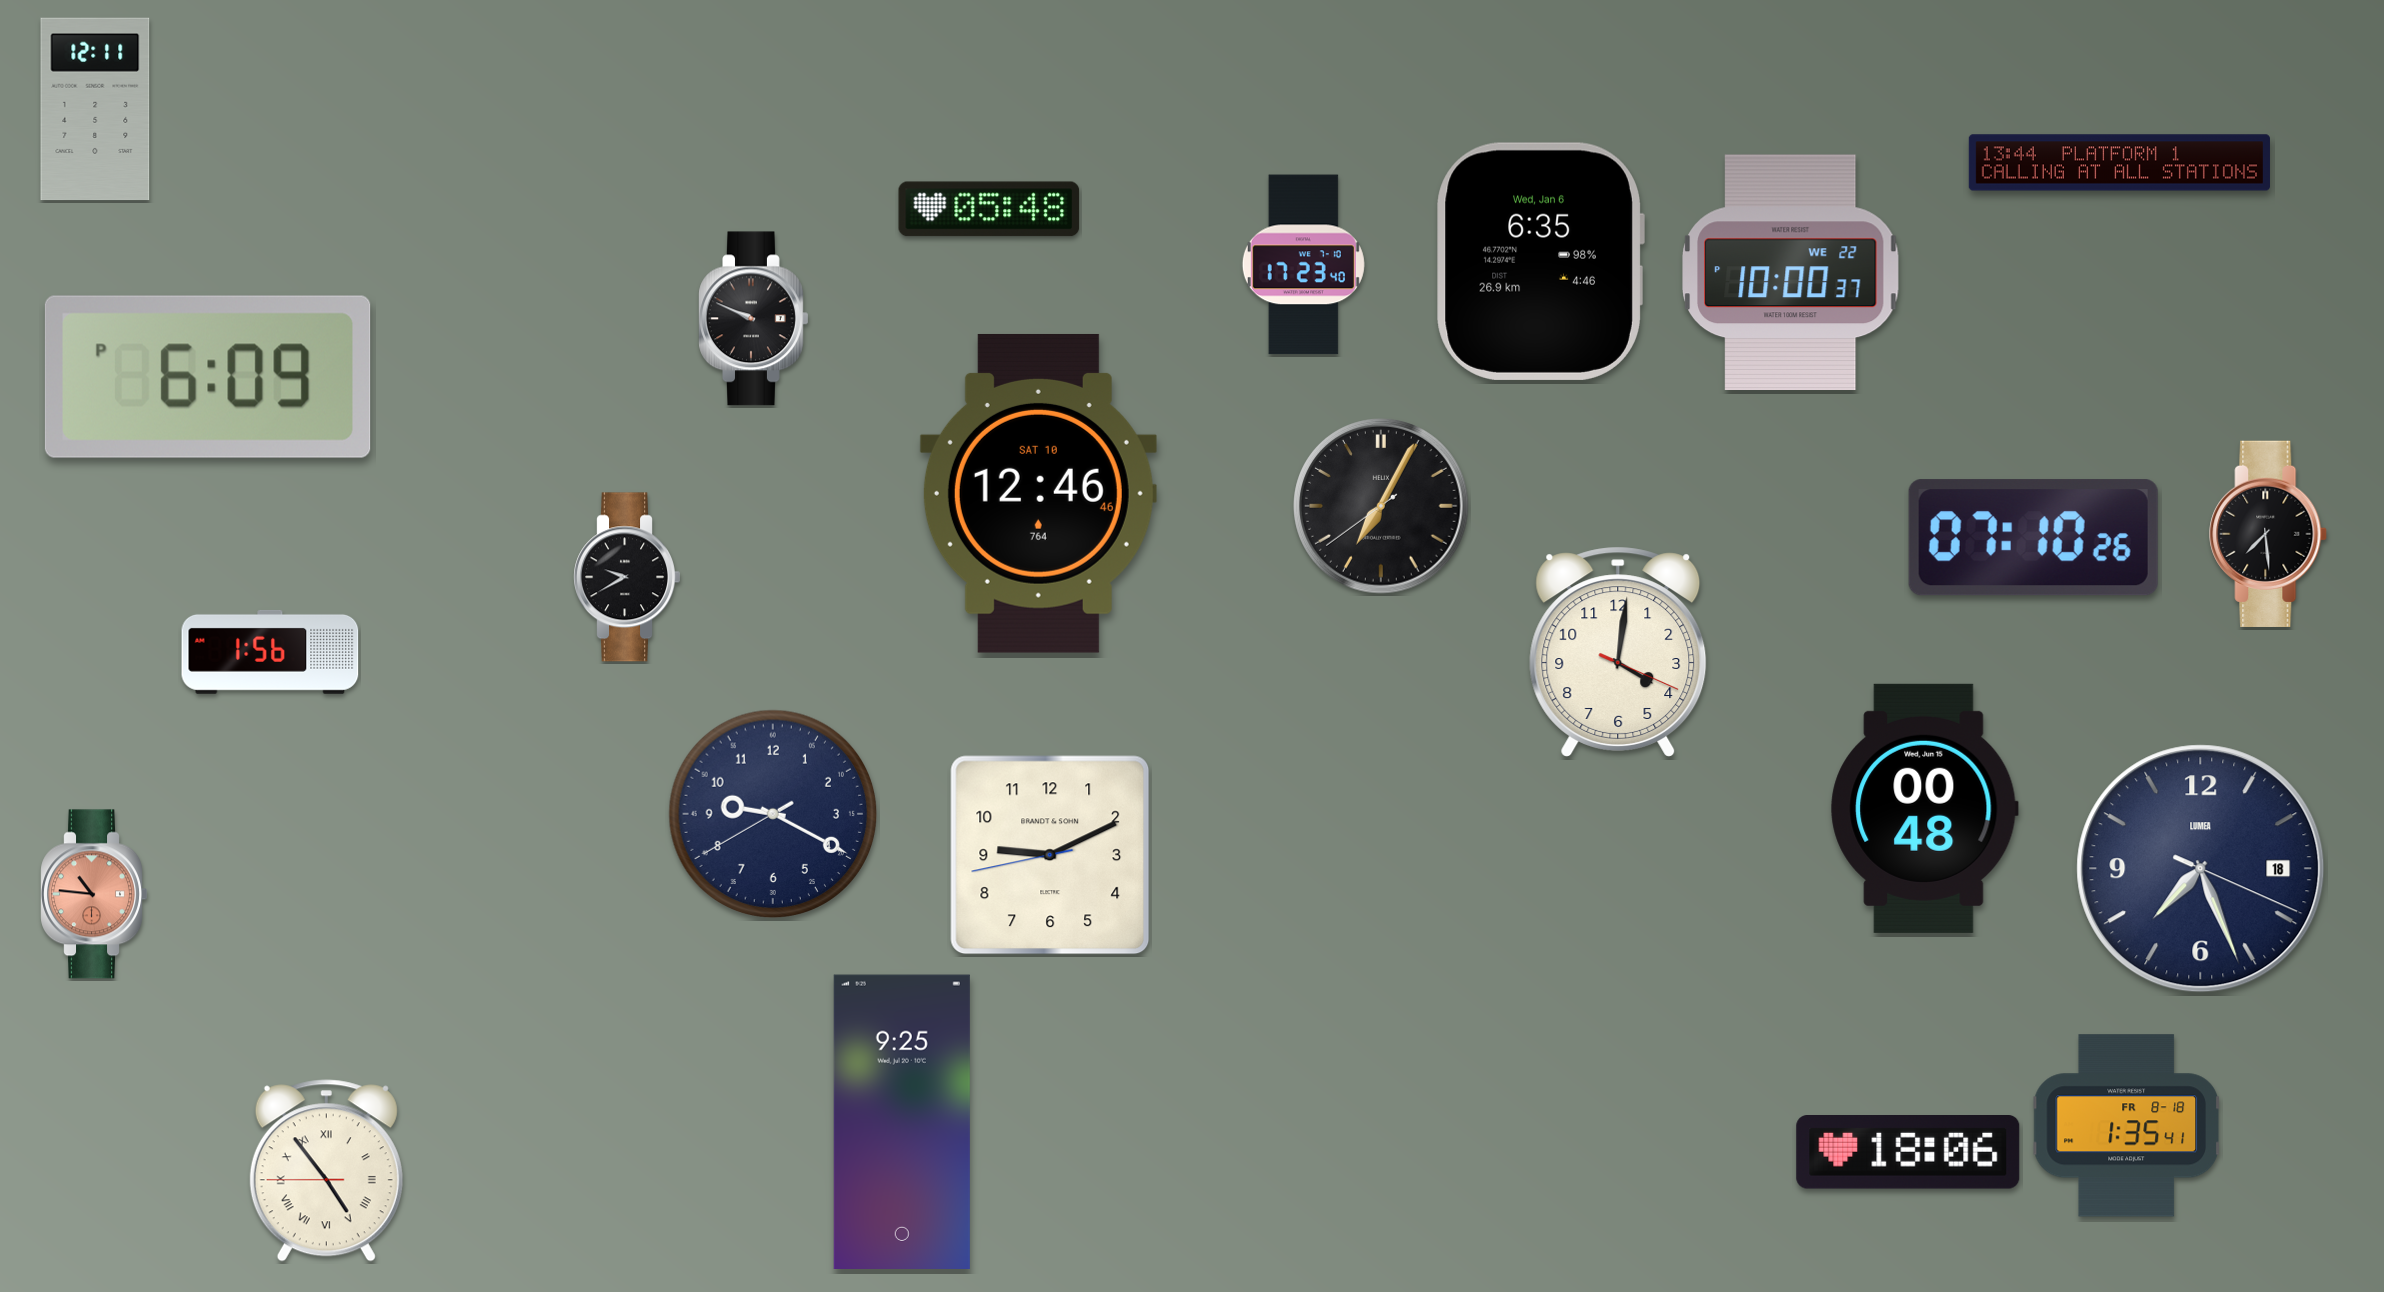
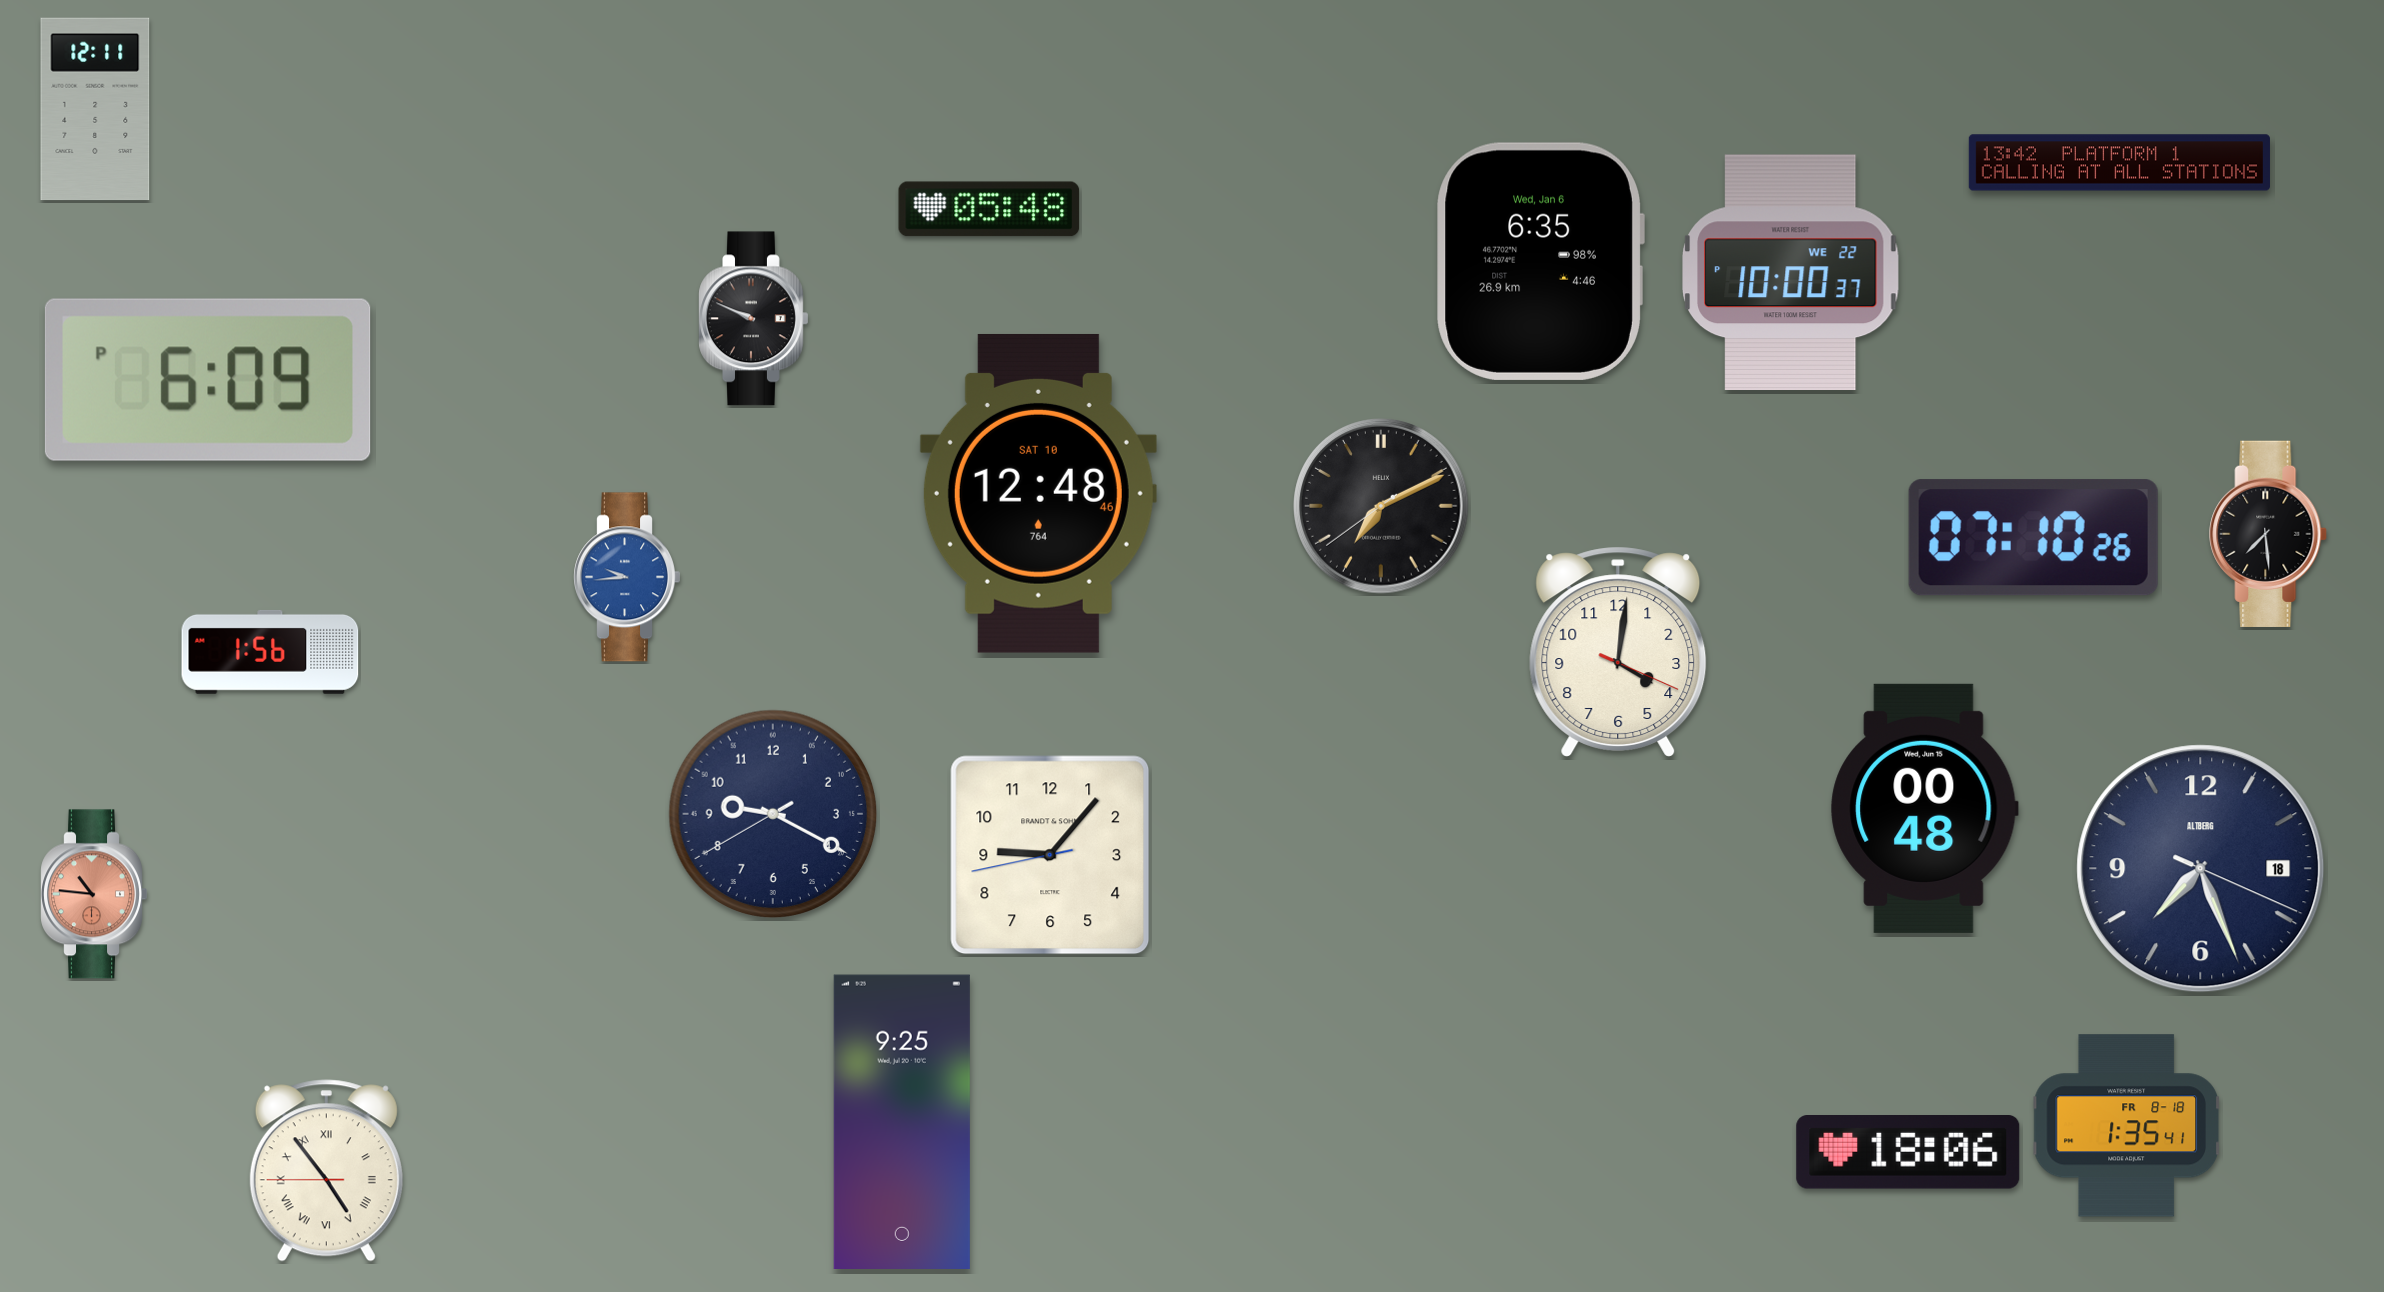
clock at (2119, 163): 13:44 -> 13:42
clock at (1303, 265): 17:23 -> none
clock at (208, 377) position: (208, 377) -> (208, 380)
clock at (1038, 493): 12:46 -> 12:48
clock at (1381, 506): 7:04 -> 7:10
clock at (626, 577): 9:40 -> 9:44
clock at (626, 577) dial: black -> blue
clock at (1050, 855): 9:10 -> 9:06
clock at (2201, 869) brand: LUMEA -> ALTBERG
